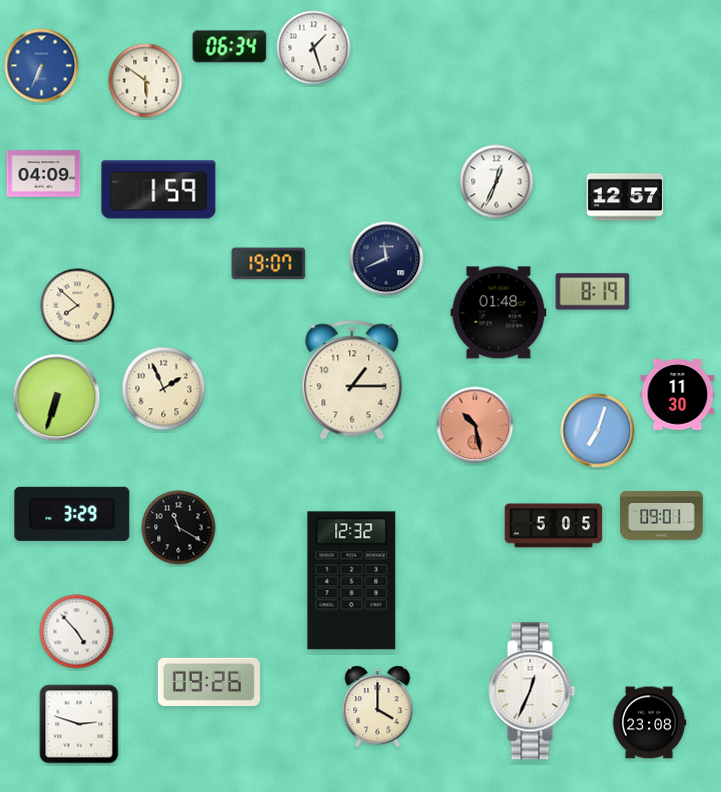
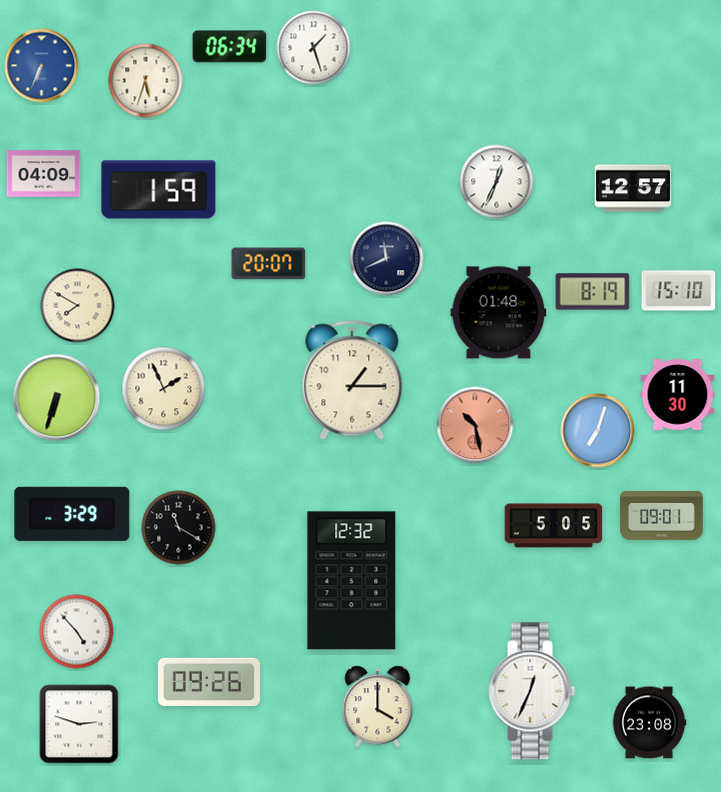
clock at (146, 81): 5:51 -> 5:33
clock at (625, 197) position: (625, 197) -> (633, 188)
clock at (269, 264): 19:07 -> 20:07
clock at (679, 291): none -> 15:10
clock at (78, 306): 7:52 -> 7:50
